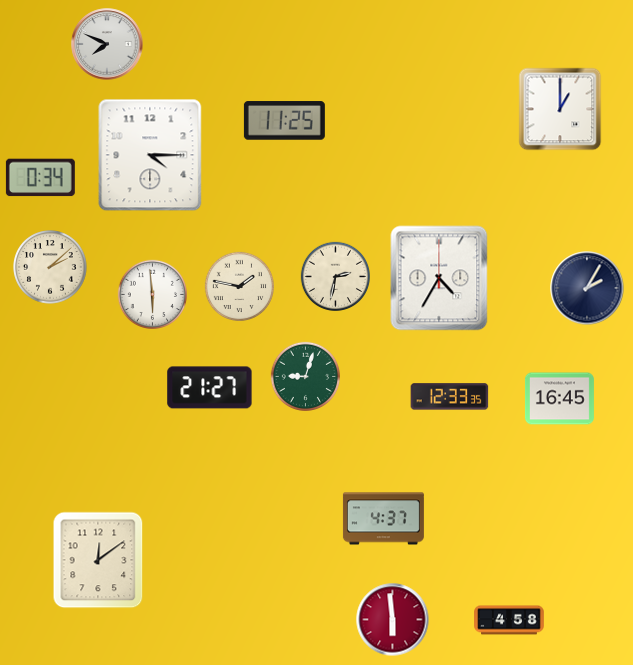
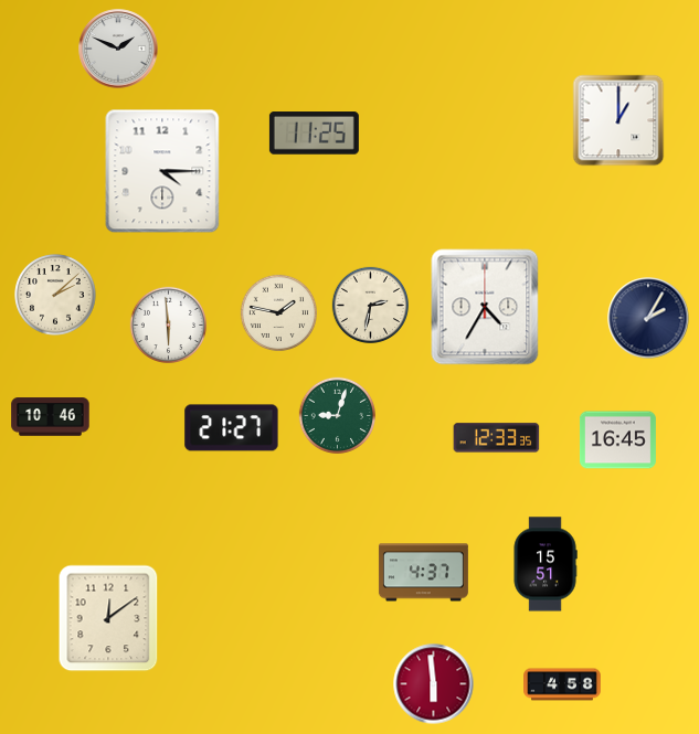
clock at (107, 44): 7:49 -> 1:49
clock at (150, 155) position: (150, 155) -> (162, 171)
clock at (40, 178): 0:34 -> none
clock at (239, 286) position: (239, 286) -> (278, 312)
clock at (51, 417): none -> 10:46
clock at (546, 564): none -> 15:51
